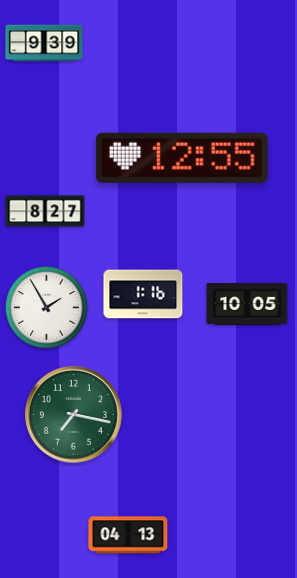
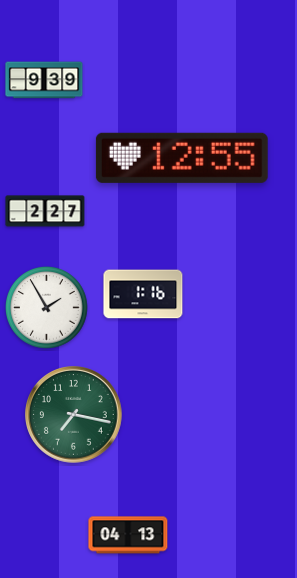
clock at (44, 43) position: (44, 43) -> (44, 80)
clock at (45, 211): 8:27 -> 2:27
clock at (247, 305): 10:05 -> none
